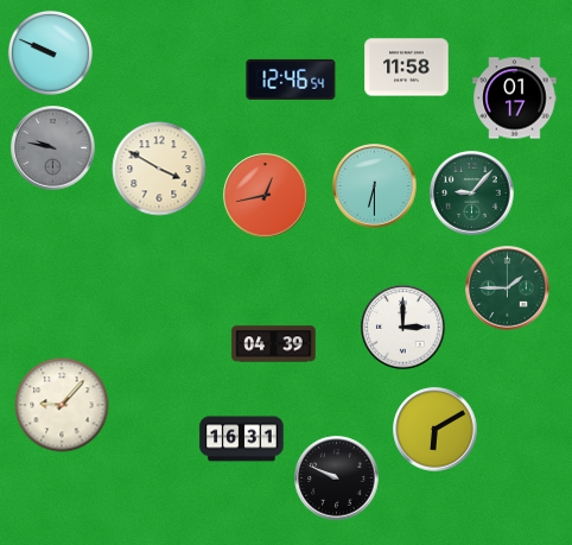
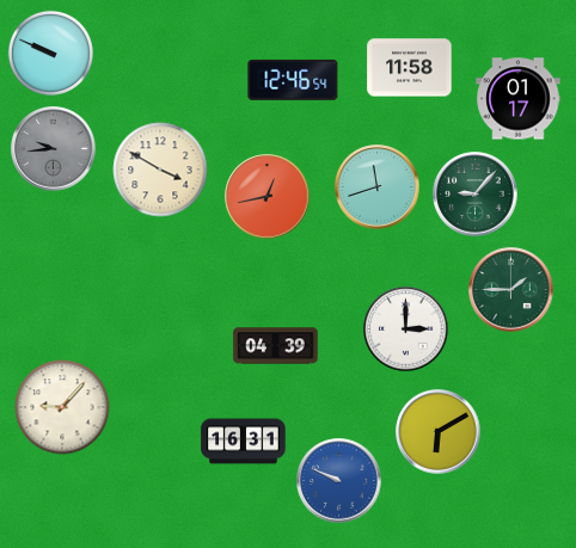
clock at (53, 148): 9:47 -> 9:44
clock at (375, 186): 6:30 -> 11:42
clock at (337, 479) dial: black -> blue
